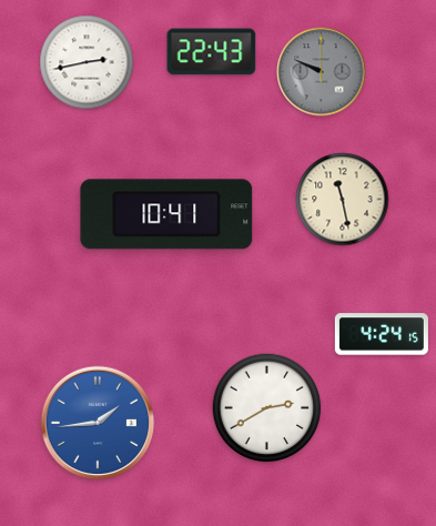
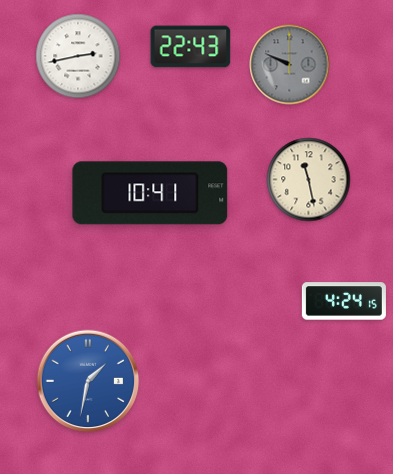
clock at (267, 408): 2:40 -> none
clock at (98, 423): 1:44 -> 1:32
